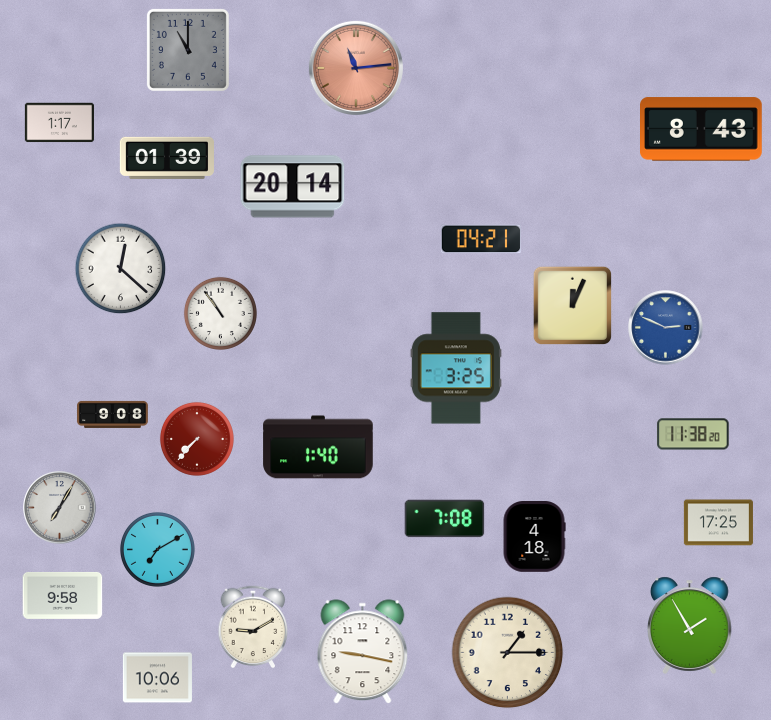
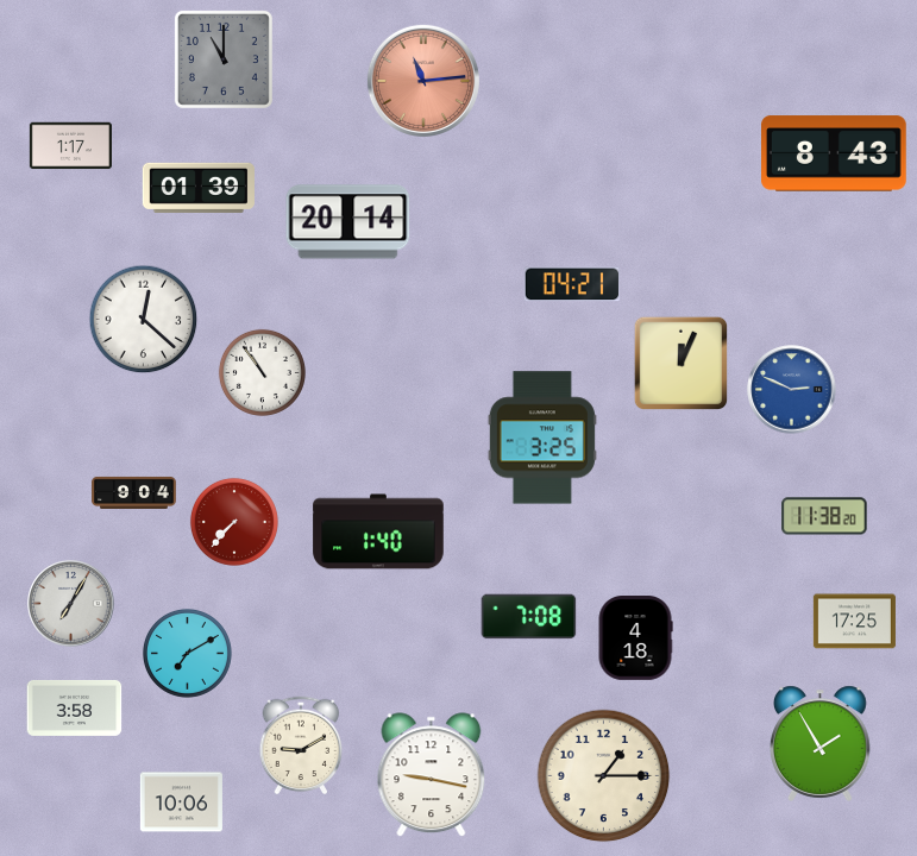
clock at (113, 414): 9:08 -> 9:04
clock at (63, 595): 9:58 -> 3:58
clock at (157, 678) position: (157, 678) -> (181, 802)
